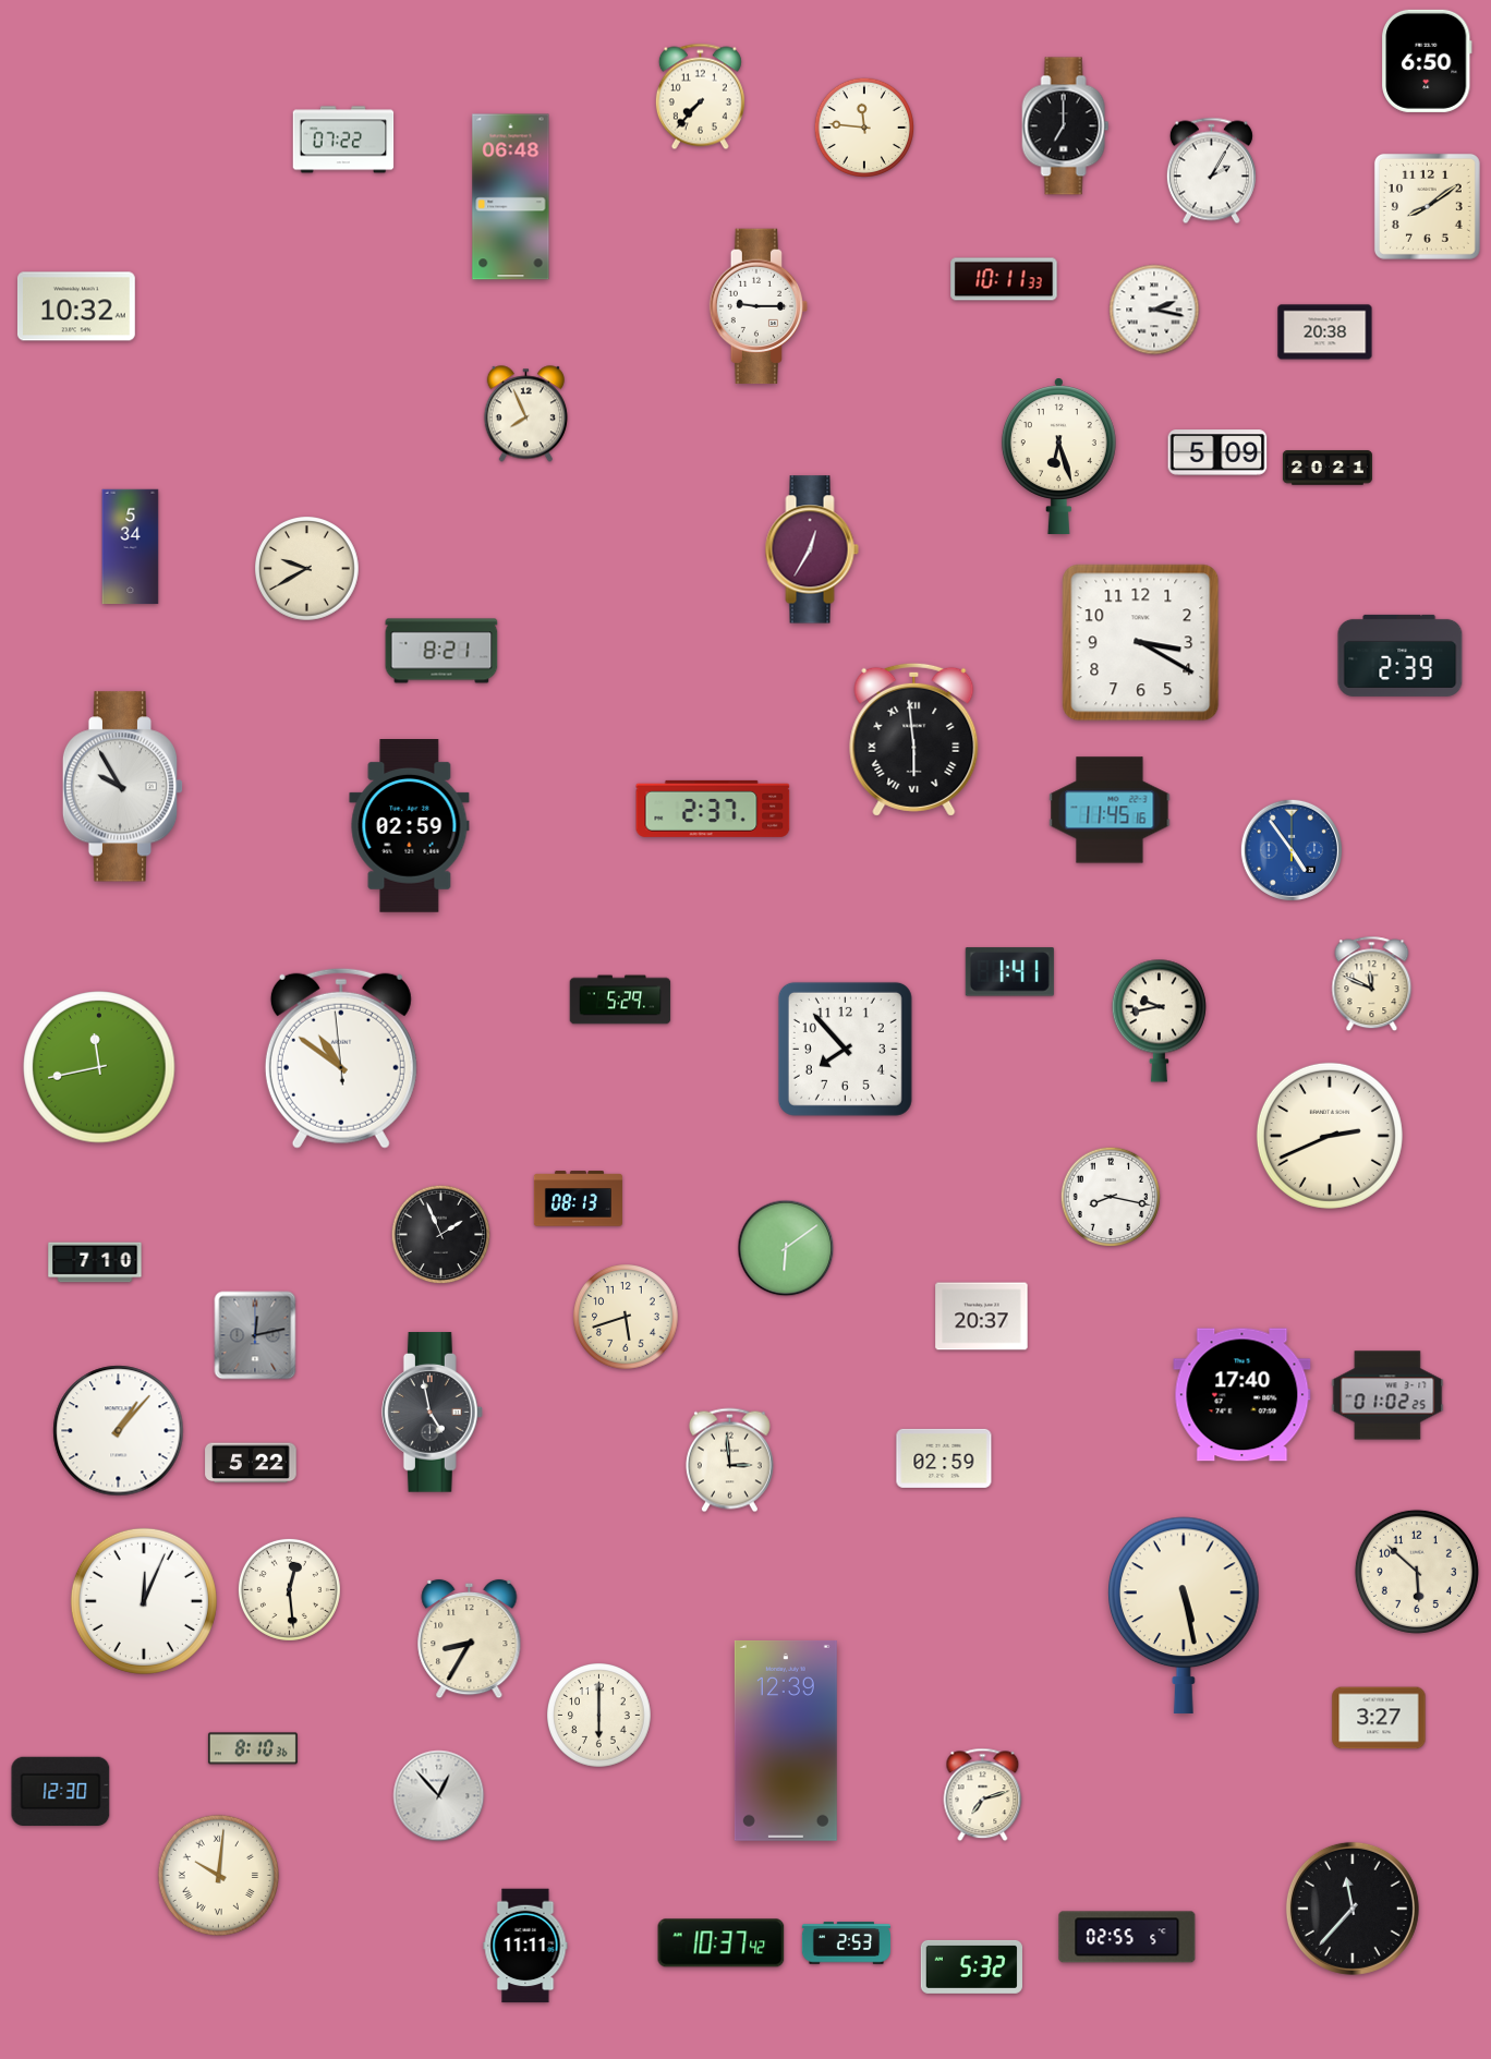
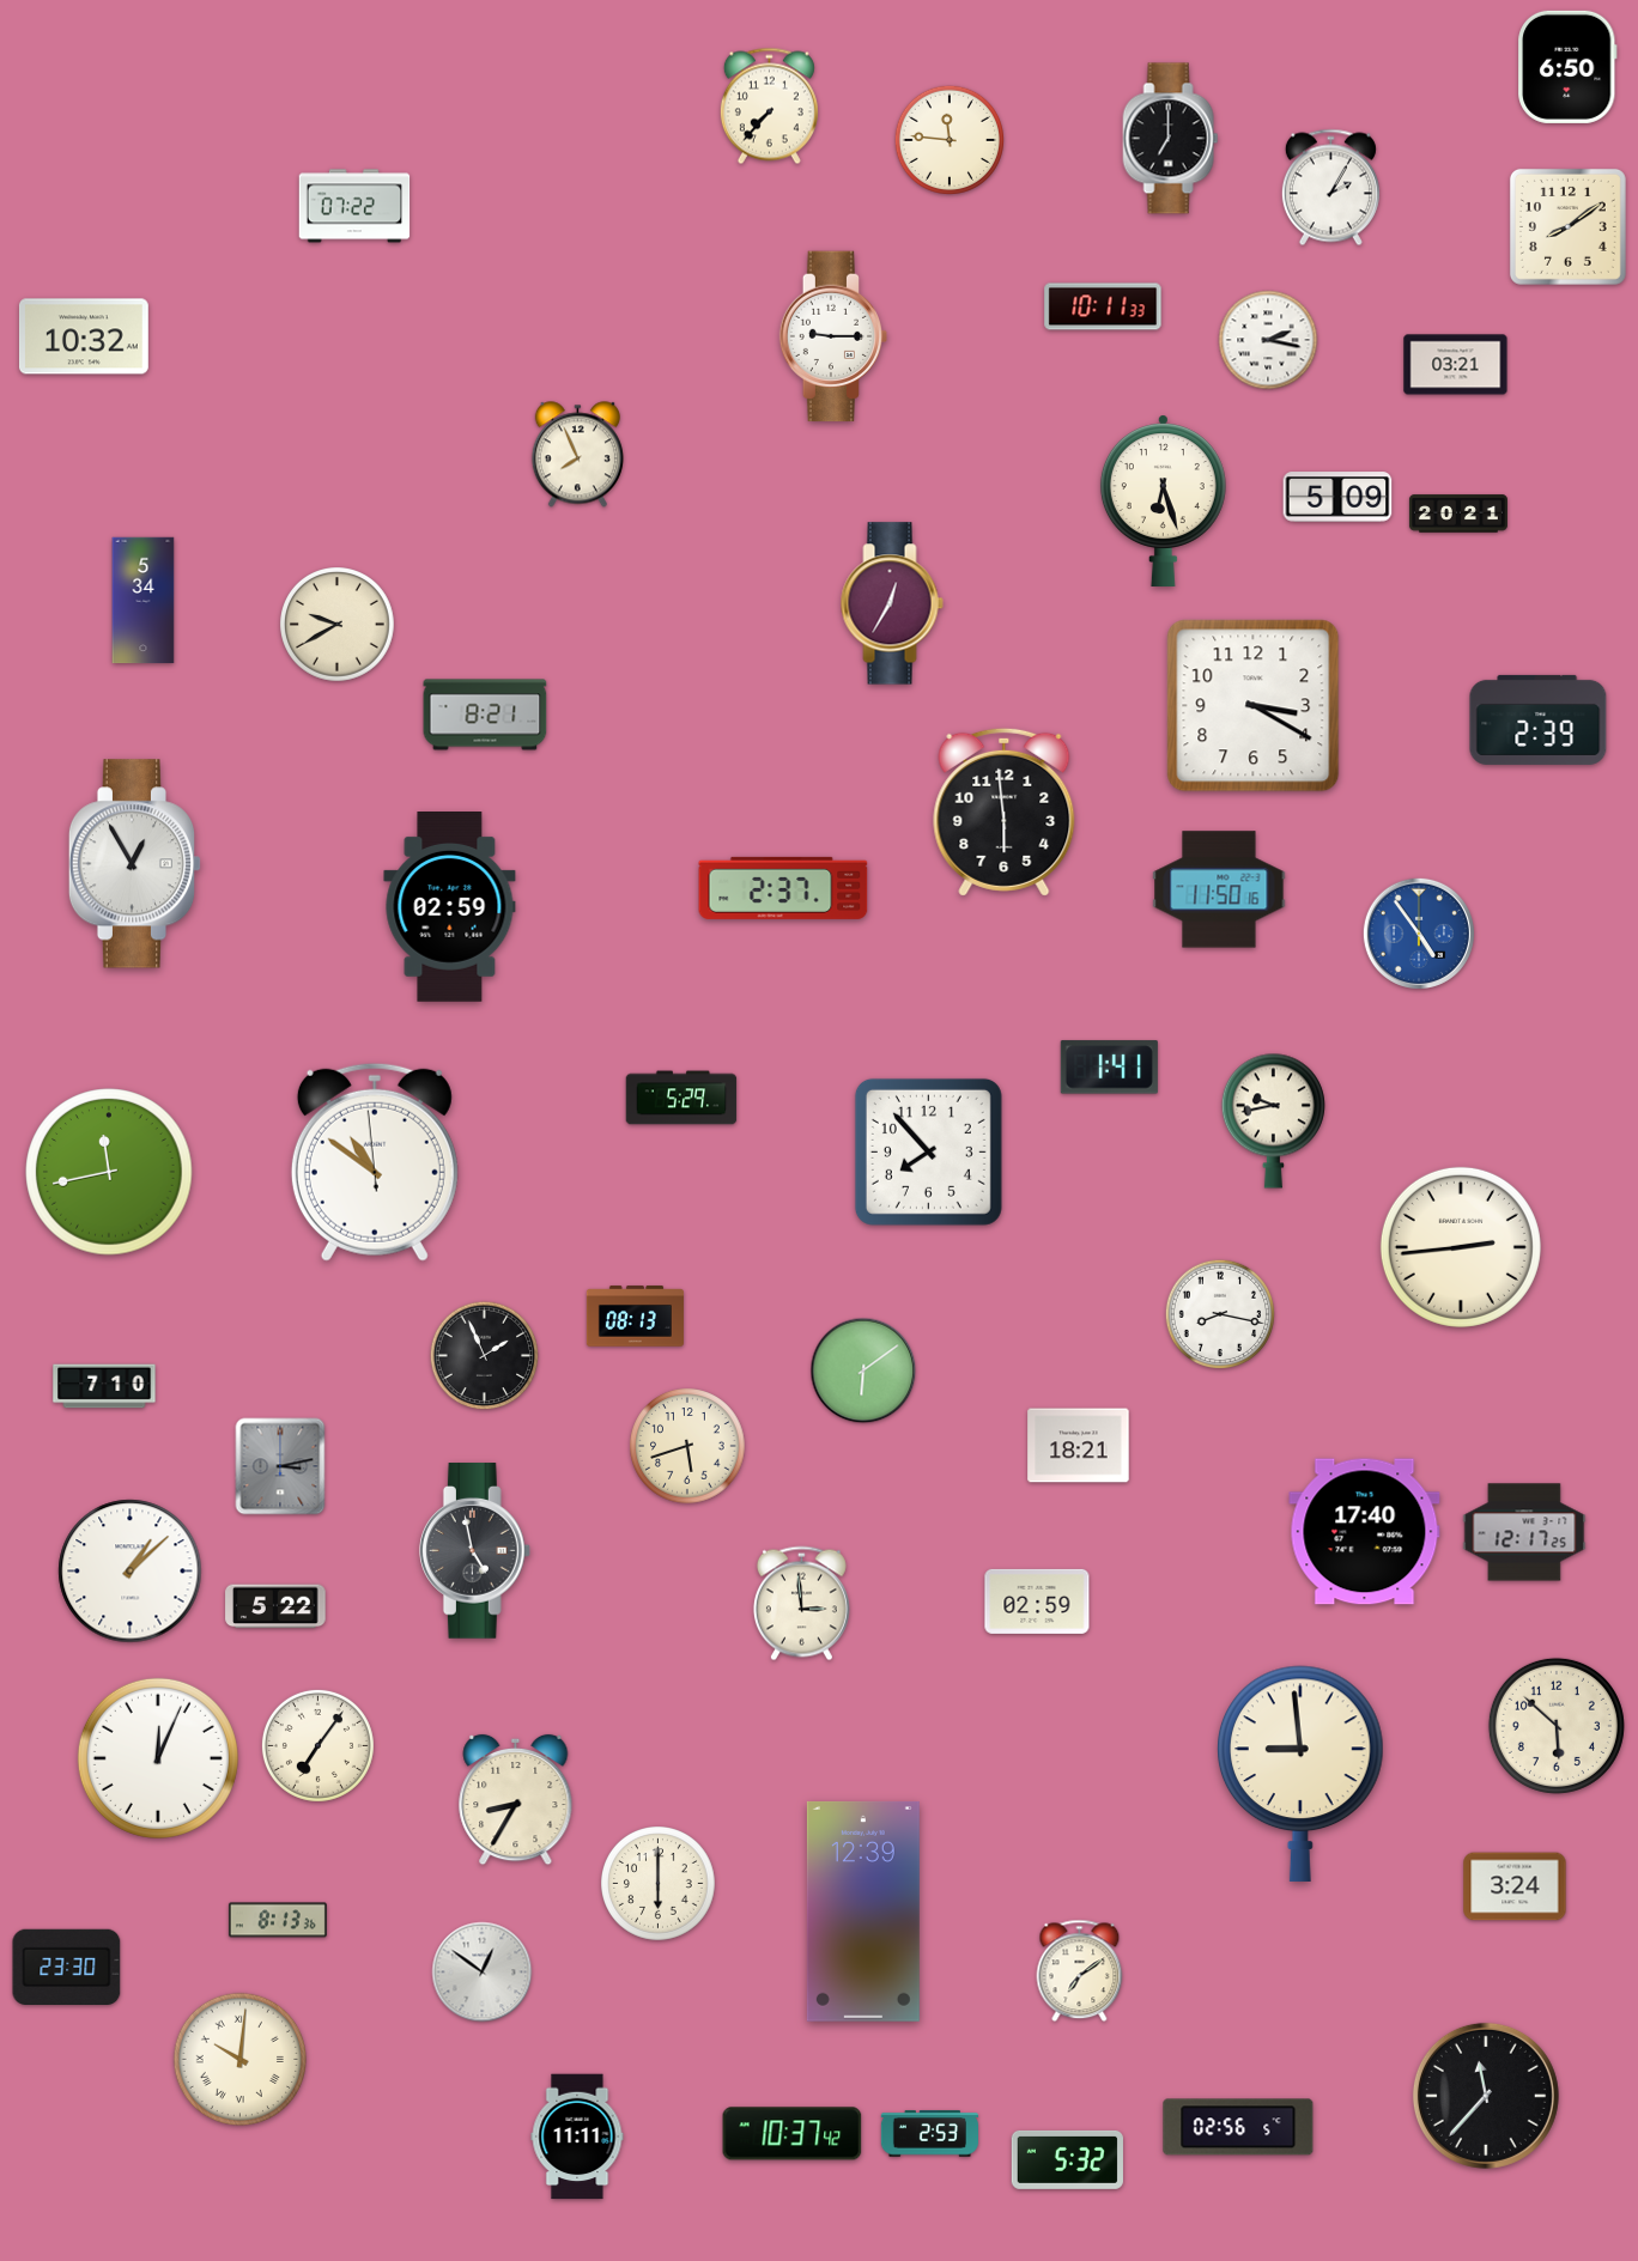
clock at (343, 140) position: (343, 140) -> (354, 206)
clock at (511, 197): 06:48 -> none
clock at (1325, 332): 20:38 -> 03:21
clock at (914, 739) numerals: Roman -> Arabic
clock at (123, 787): 9:55 -> 12:55
clock at (1110, 810): 11:45 -> 11:50
clock at (1372, 984): 11:49 -> none
clock at (1330, 1136): 2:41 -> 2:44
clock at (982, 1317): 20:37 -> 18:21
clock at (255, 1335): 12:13 -> 3:13
clock at (1387, 1395): 01:02 -> 12:17
clock at (119, 1431): 1:07 -> 1:08
clock at (289, 1589): 12:29 -> 7:06
clock at (1185, 1615): 5:28 -> 8:59
clock at (1379, 1718): 3:27 -> 3:24
clock at (253, 1748): 8:10 -> 8:13
clock at (61, 1791): 12:30 -> 23:30
clock at (983, 1795): 7:12 -> 7:09
clock at (439, 1796): 12:53 -> 12:51
clock at (1127, 1937): 02:55 -> 02:56
